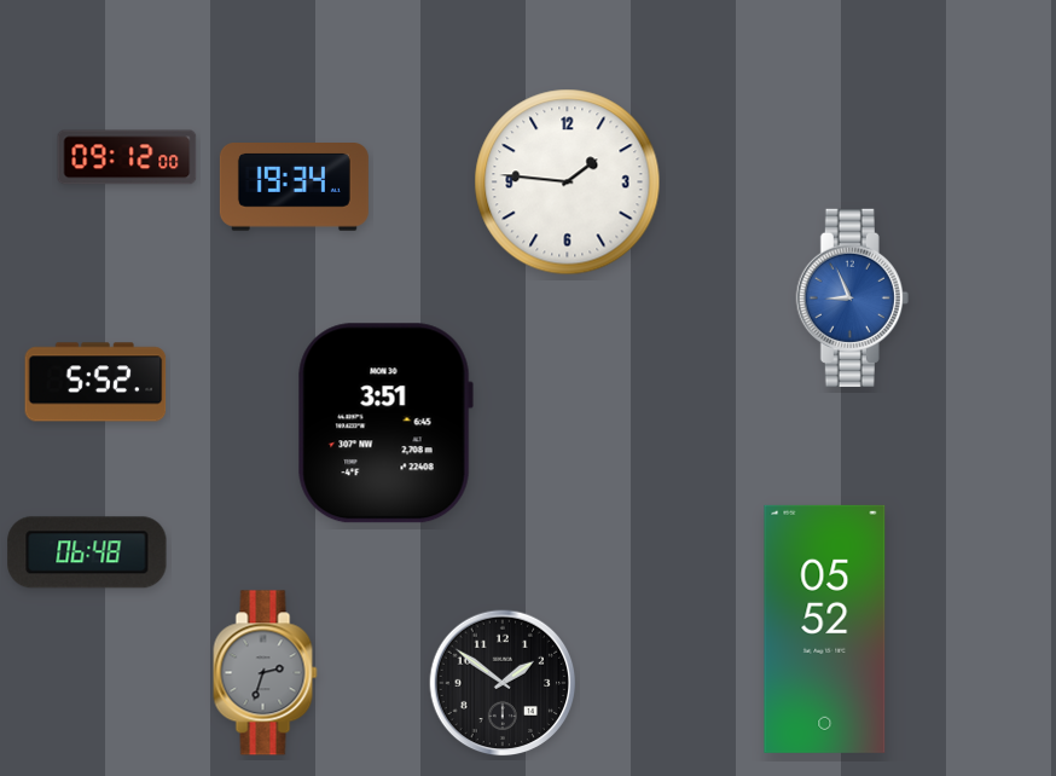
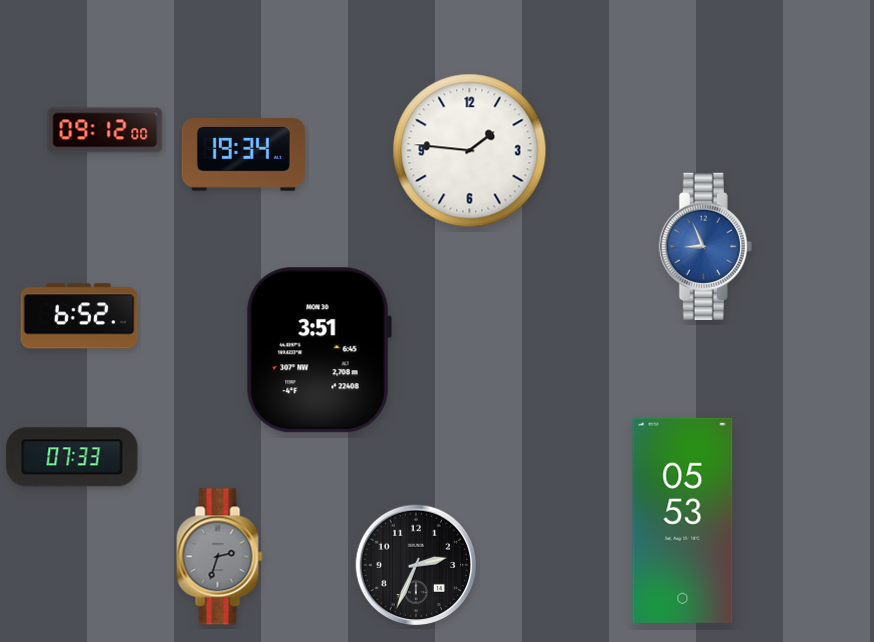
clock at (95, 382): 5:52 -> 6:52
clock at (87, 552): 06:48 -> 07:33
clock at (825, 629): 05:52 -> 05:53
clock at (503, 683): 1:51 -> 2:34
